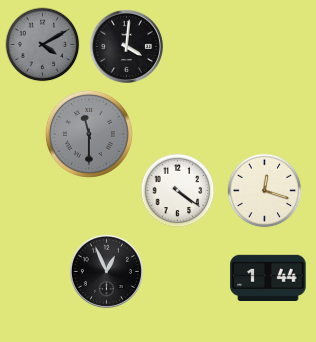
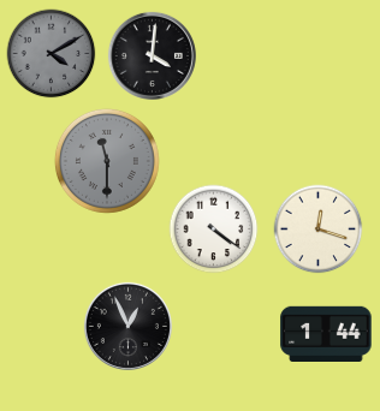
clock at (268, 277) position: (268, 277) -> (326, 333)
